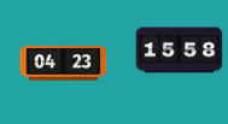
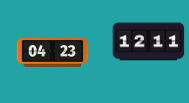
clock at (180, 51): 15:58 -> 12:11
